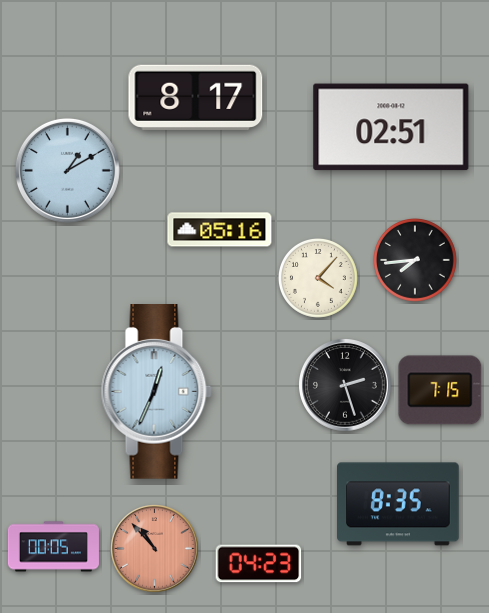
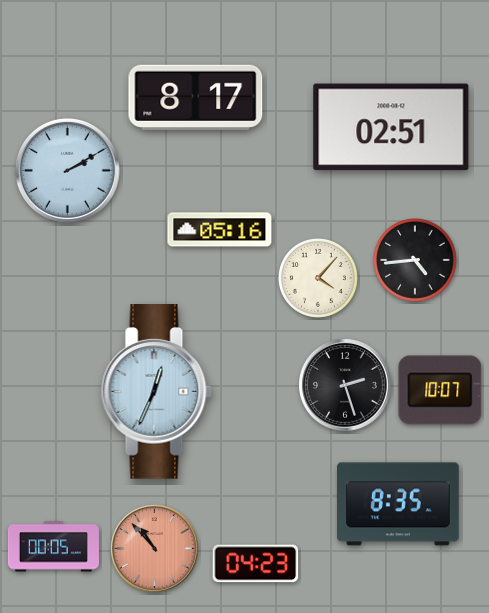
clock at (67, 170): 1:10 -> 2:10
clock at (416, 261): 7:44 -> 4:44
clock at (440, 390): 7:15 -> 10:07
clock at (259, 564) position: (259, 564) -> (256, 564)
